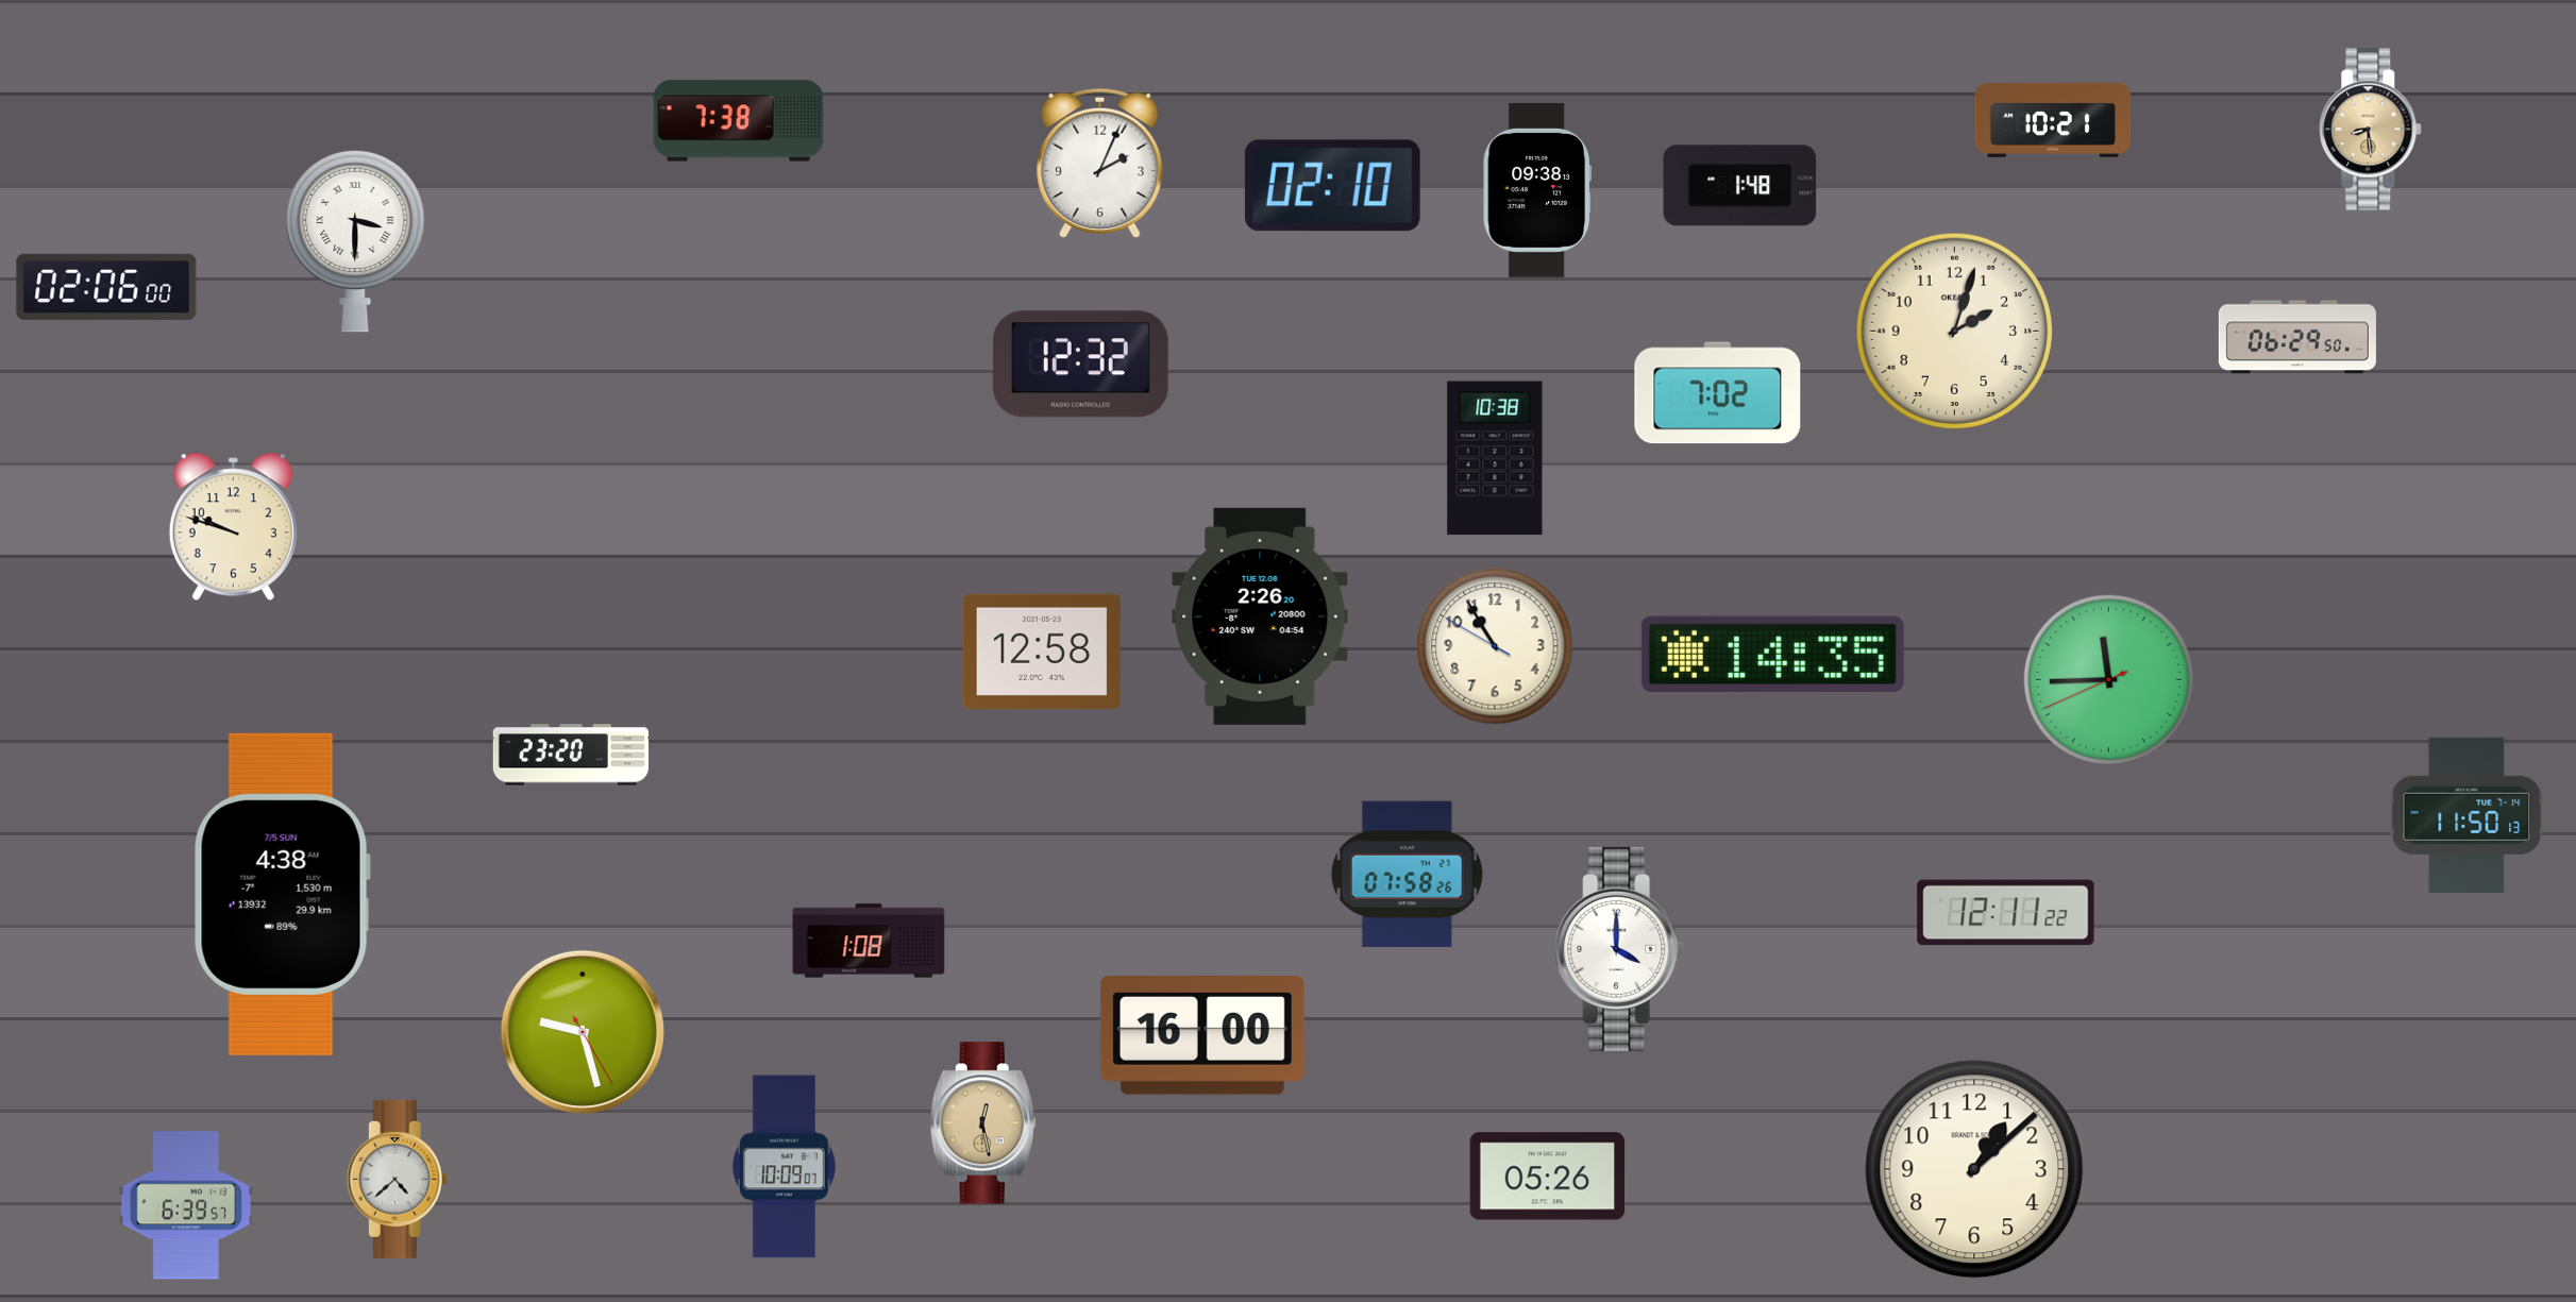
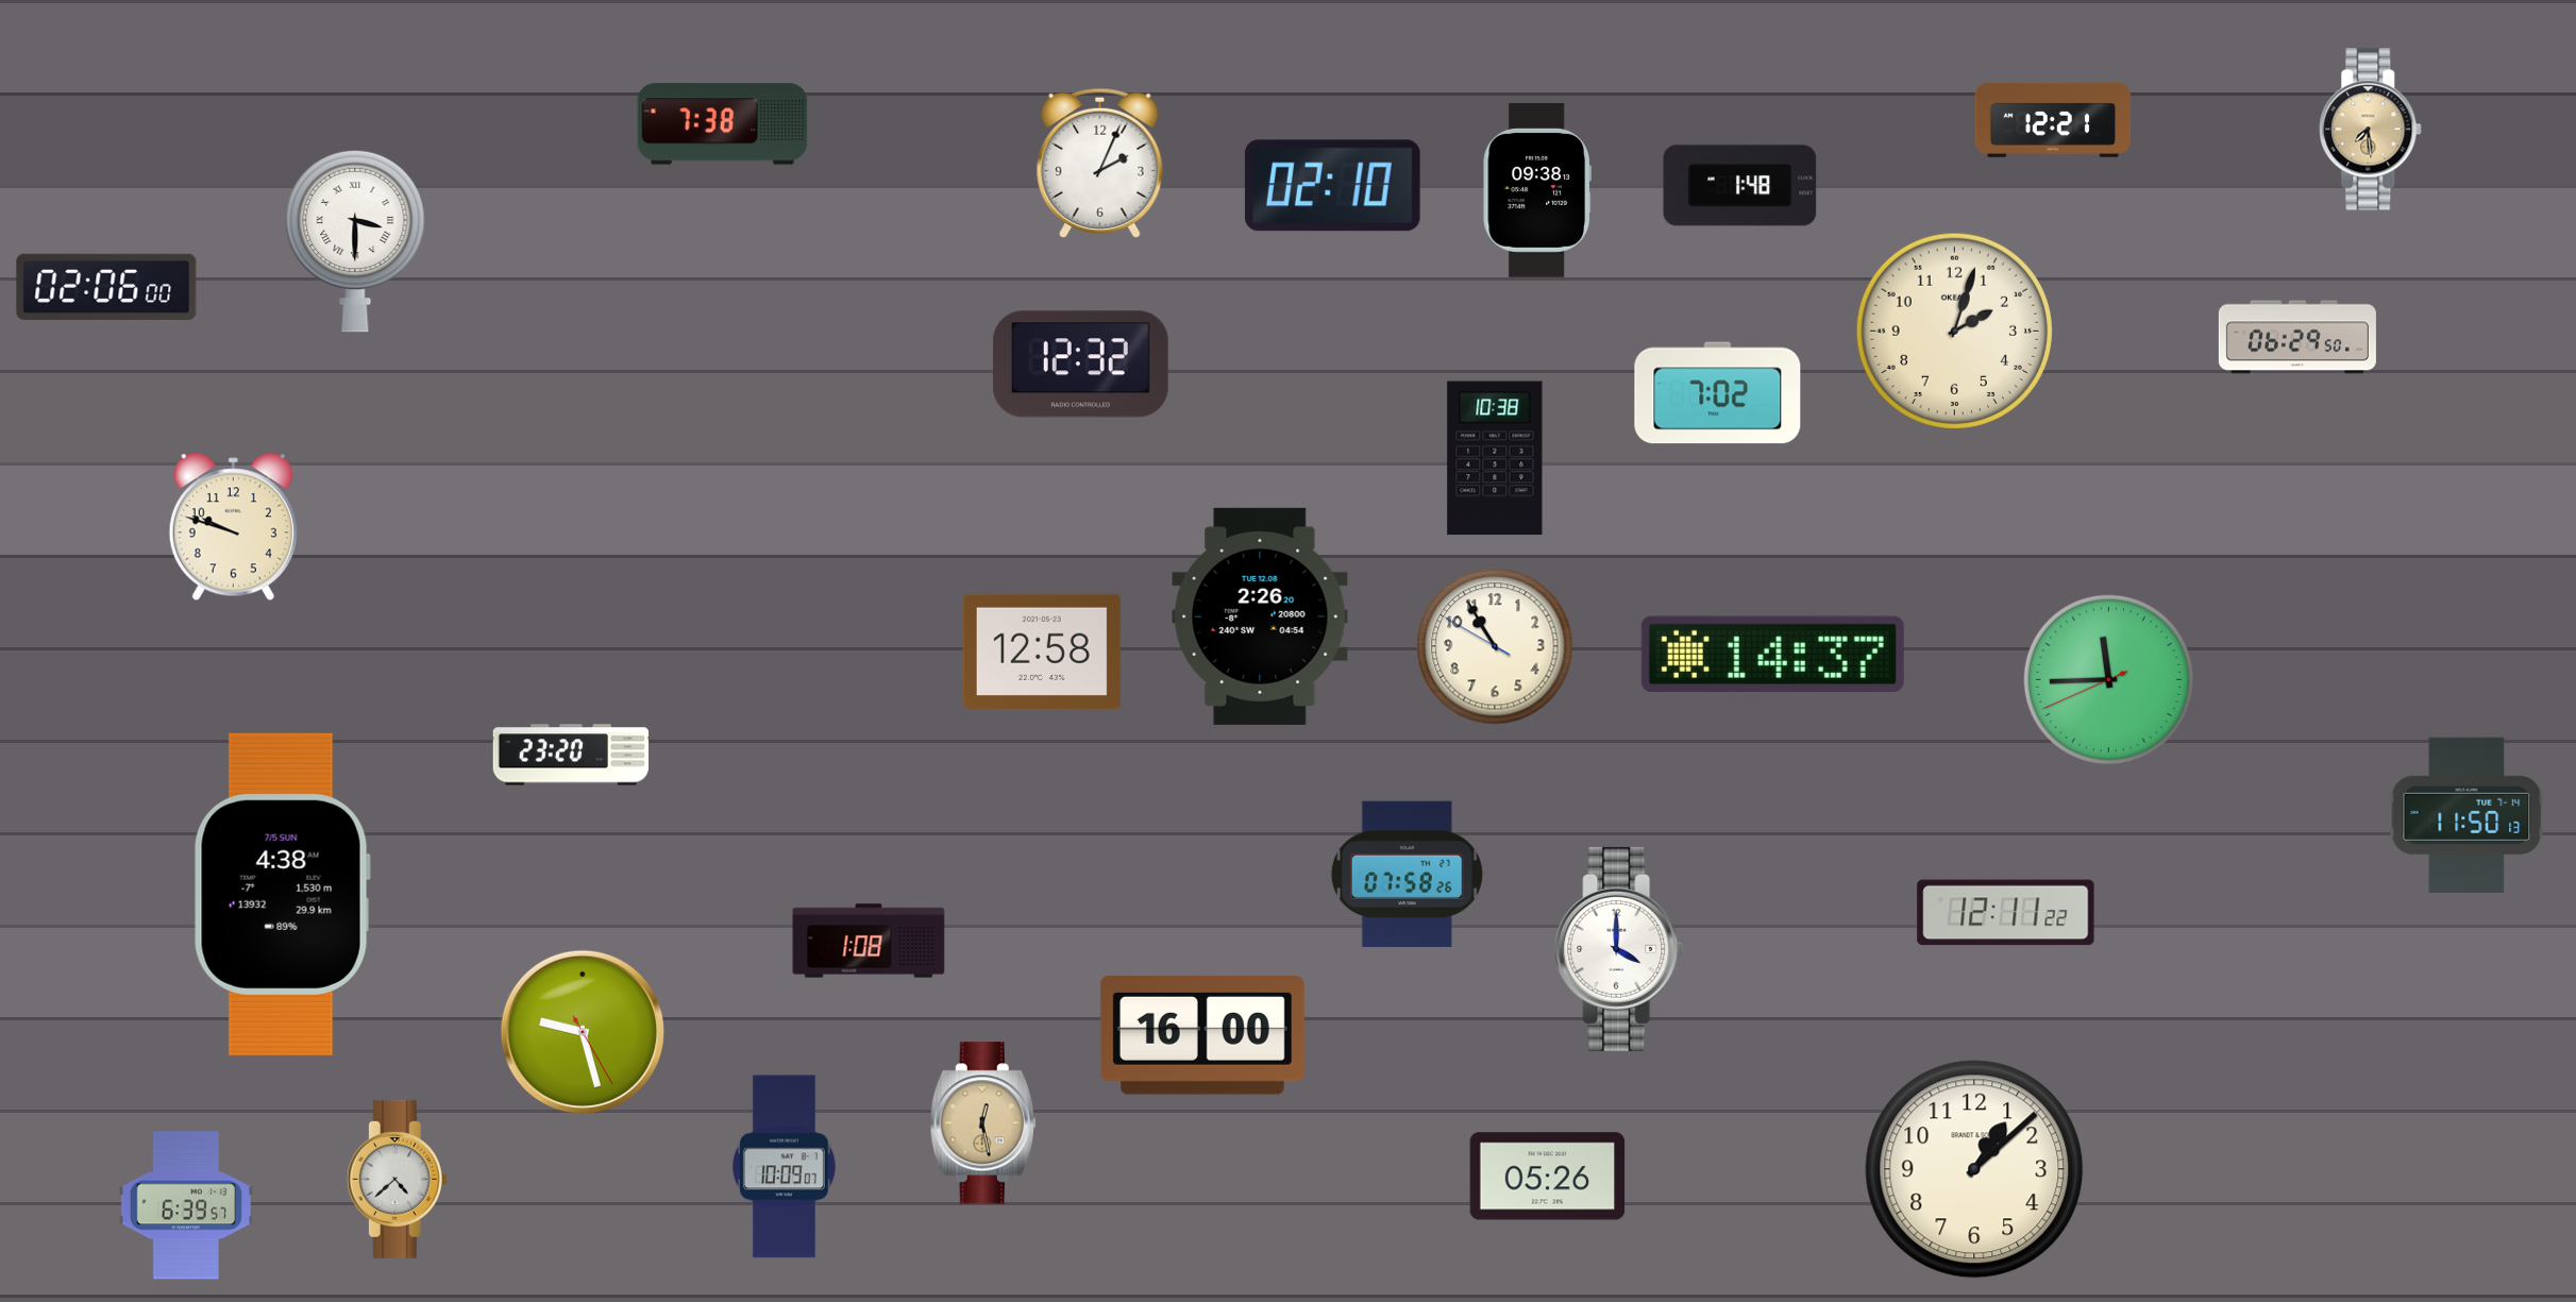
clock at (2053, 120): 10:21 -> 12:21
clock at (739, 121) position: (739, 121) -> (723, 124)
clock at (2371, 130): 8:29 -> 7:29
clock at (1772, 654): 14:35 -> 14:37
